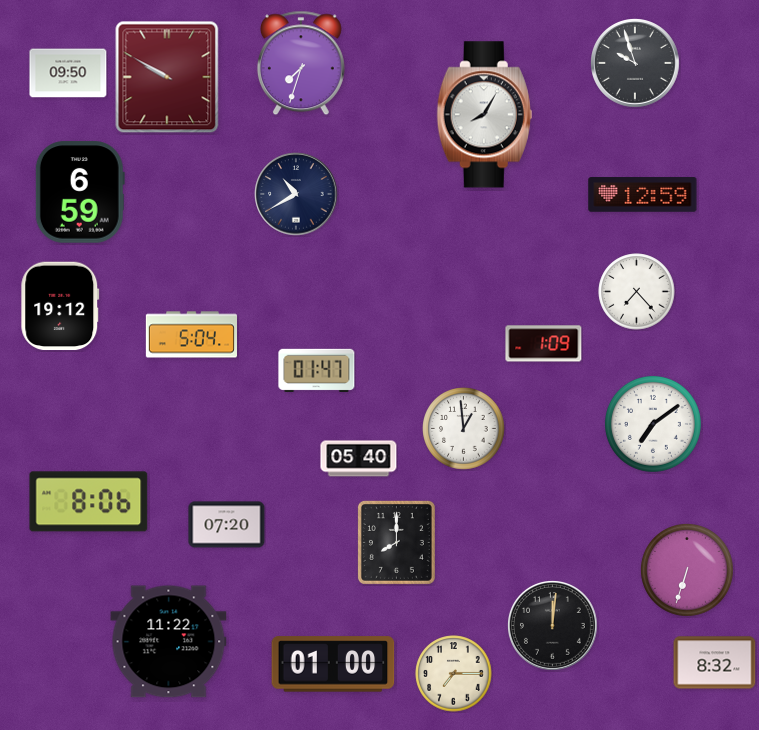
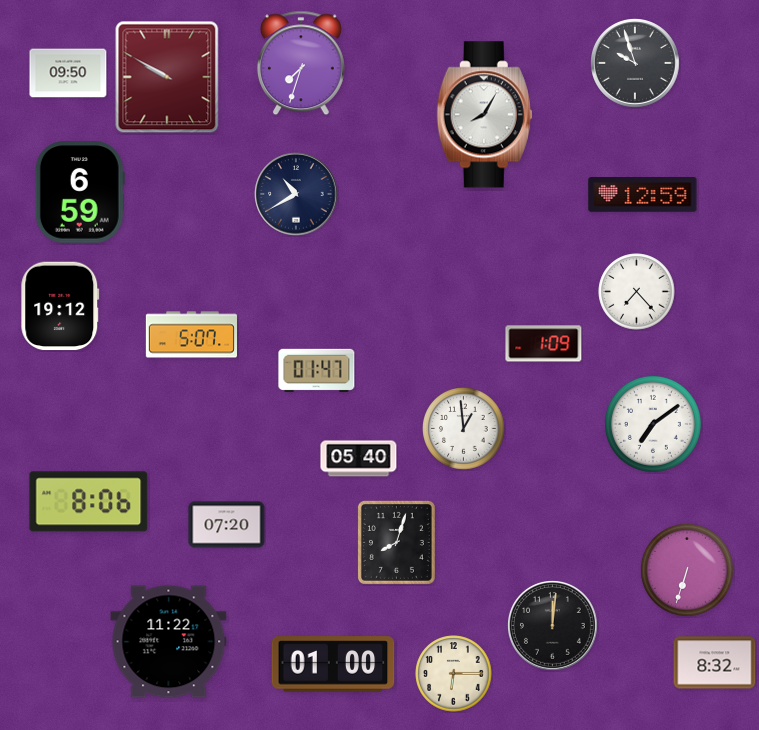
clock at (191, 335): 5:04 -> 5:07
clock at (396, 542): 8:00 -> 8:03
clock at (454, 674): 7:15 -> 6:15
